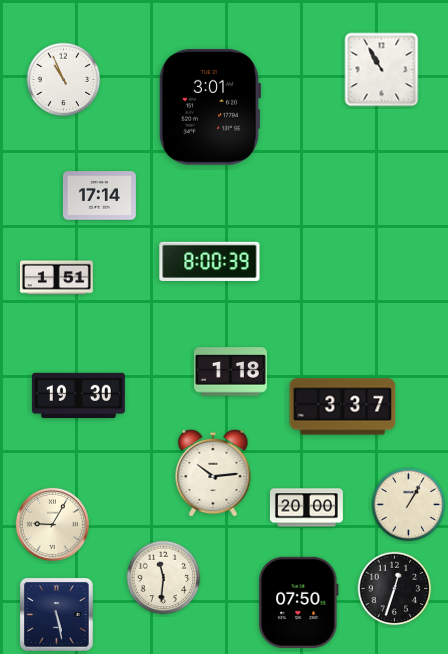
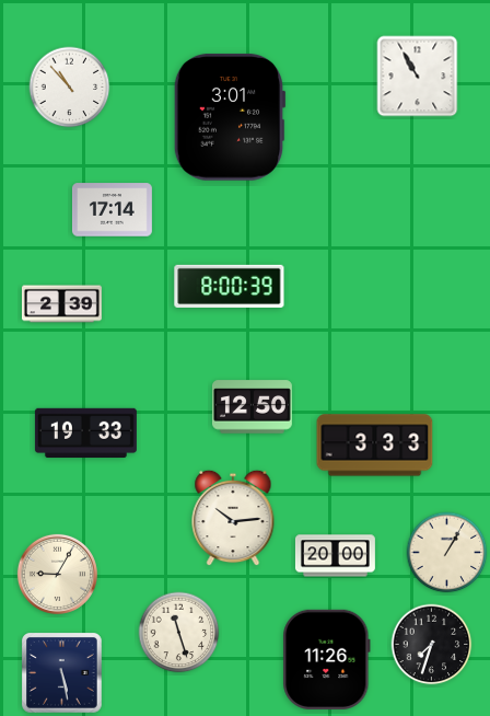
clock at (64, 80): 10:56 -> 10:53
clock at (99, 196) position: (99, 196) -> (112, 210)
clock at (56, 278): 1:51 -> 2:39
clock at (230, 372): 1:18 -> 12:50
clock at (78, 396): 19:30 -> 19:33
clock at (343, 407): 3:37 -> 3:33
clock at (164, 578): 11:31 -> 11:27
clock at (395, 589): 12:33 -> 7:33
clock at (299, 602): 07:50 -> 11:26
